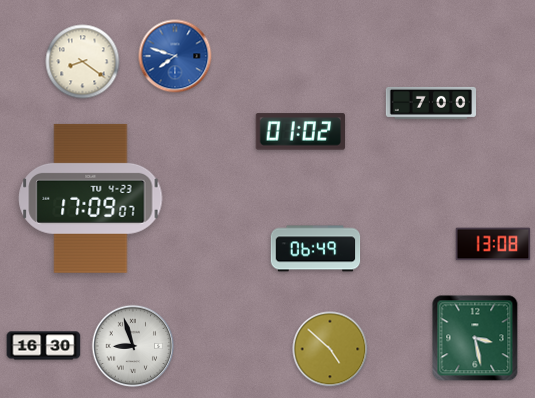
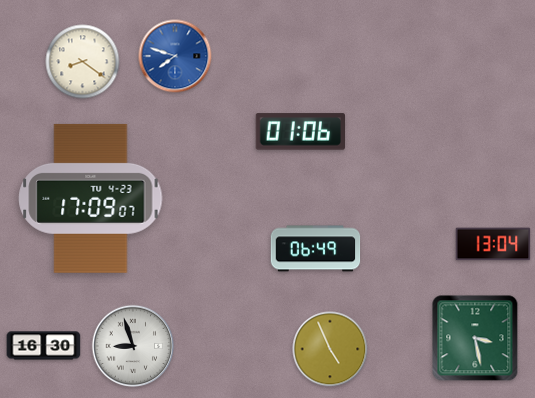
clock at (430, 103): 7:00 -> none
clock at (300, 132): 01:02 -> 01:06
clock at (493, 244): 13:08 -> 13:04
clock at (330, 349): 4:52 -> 4:56
